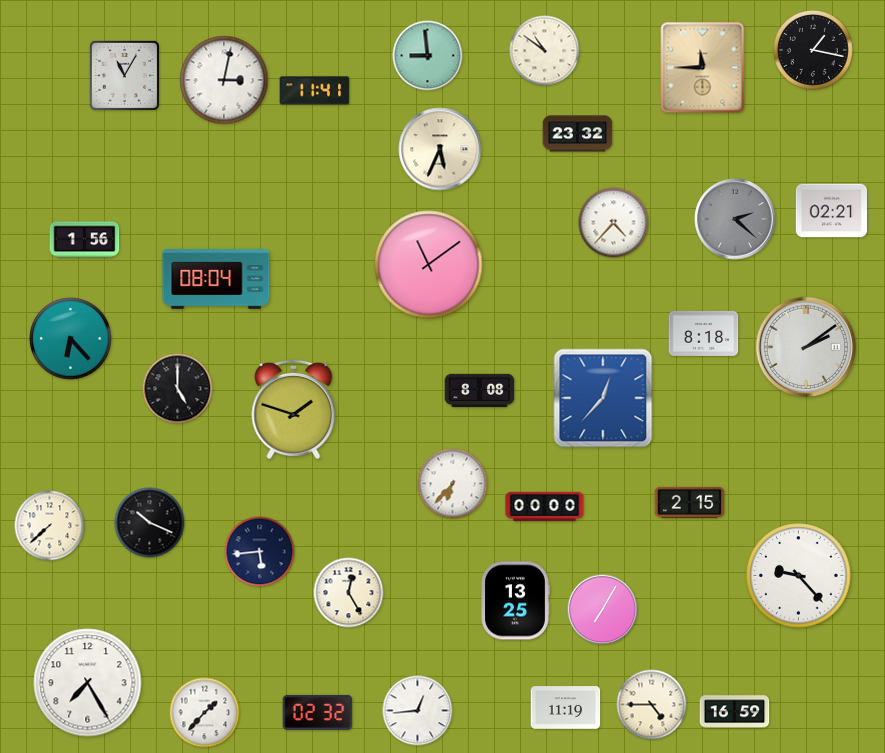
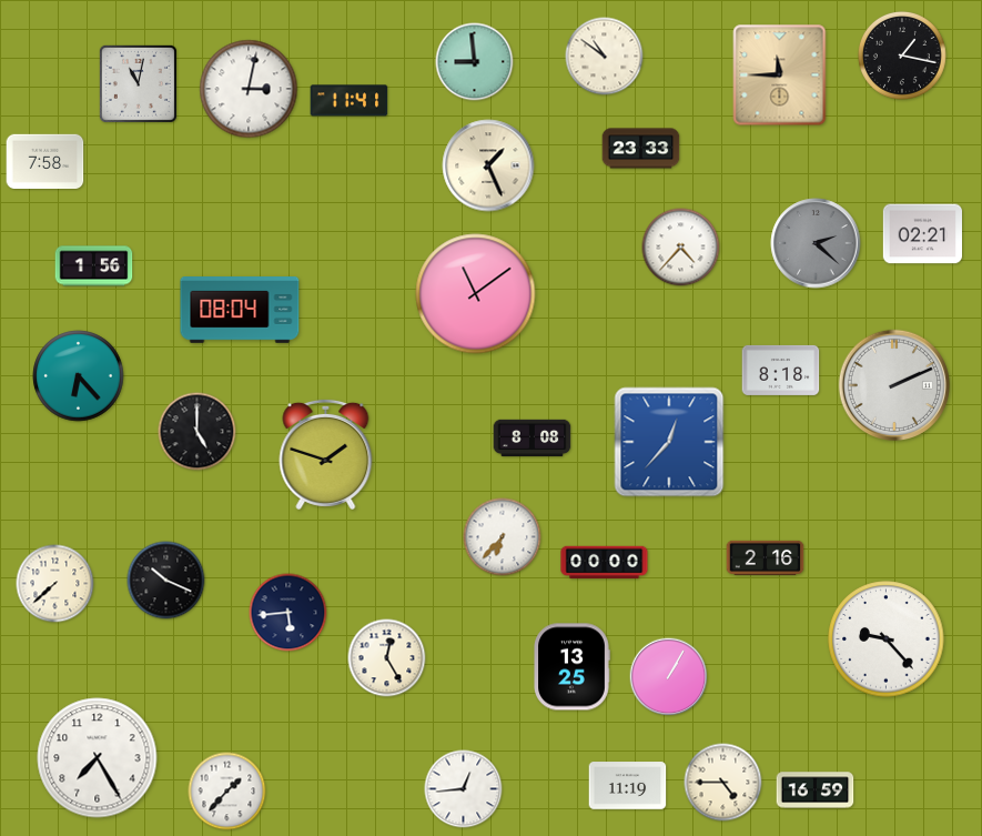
clock at (124, 75): 11:05 -> 11:02
clock at (578, 134): 23:32 -> 23:33
clock at (45, 161): none -> 7:58
clock at (440, 149): 5:34 -> 1:26
clock at (806, 347): 2:09 -> 2:11
clock at (480, 391) position: (480, 391) -> (533, 439)
clock at (690, 502): 2:15 -> 2:16
clock at (603, 610): 7:05 -> 1:05
clock at (318, 712): 02:32 -> none
